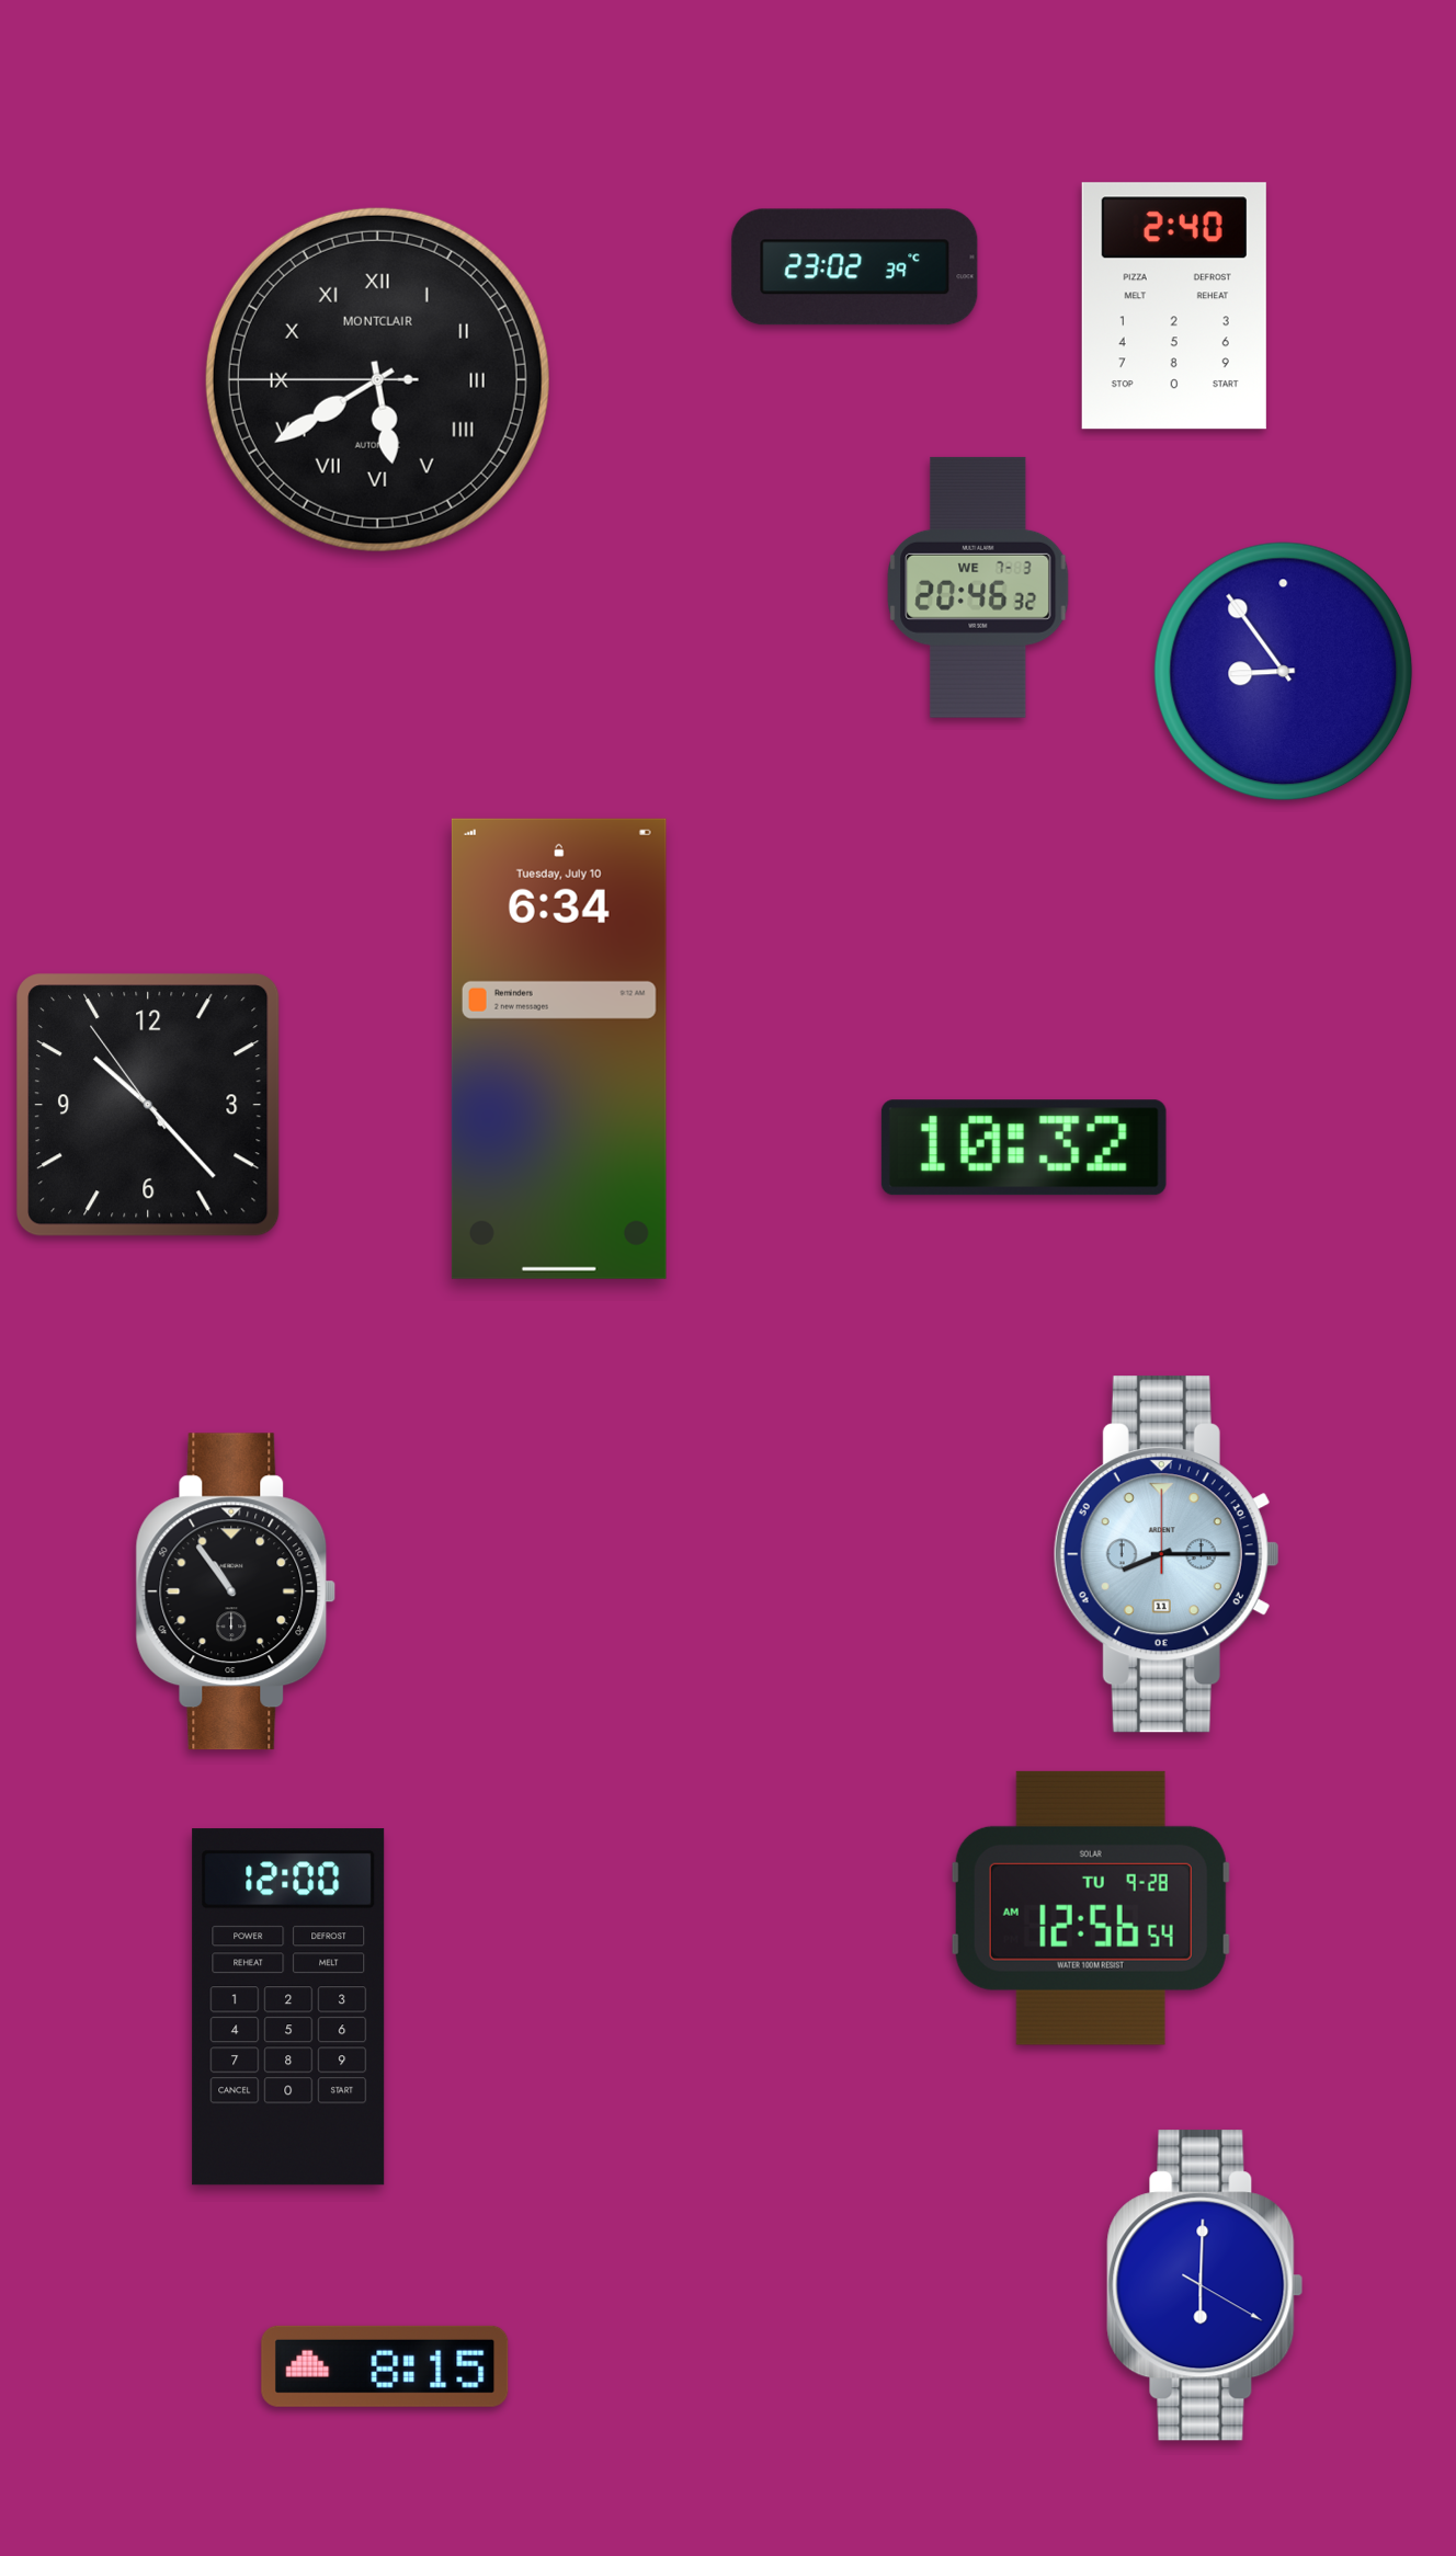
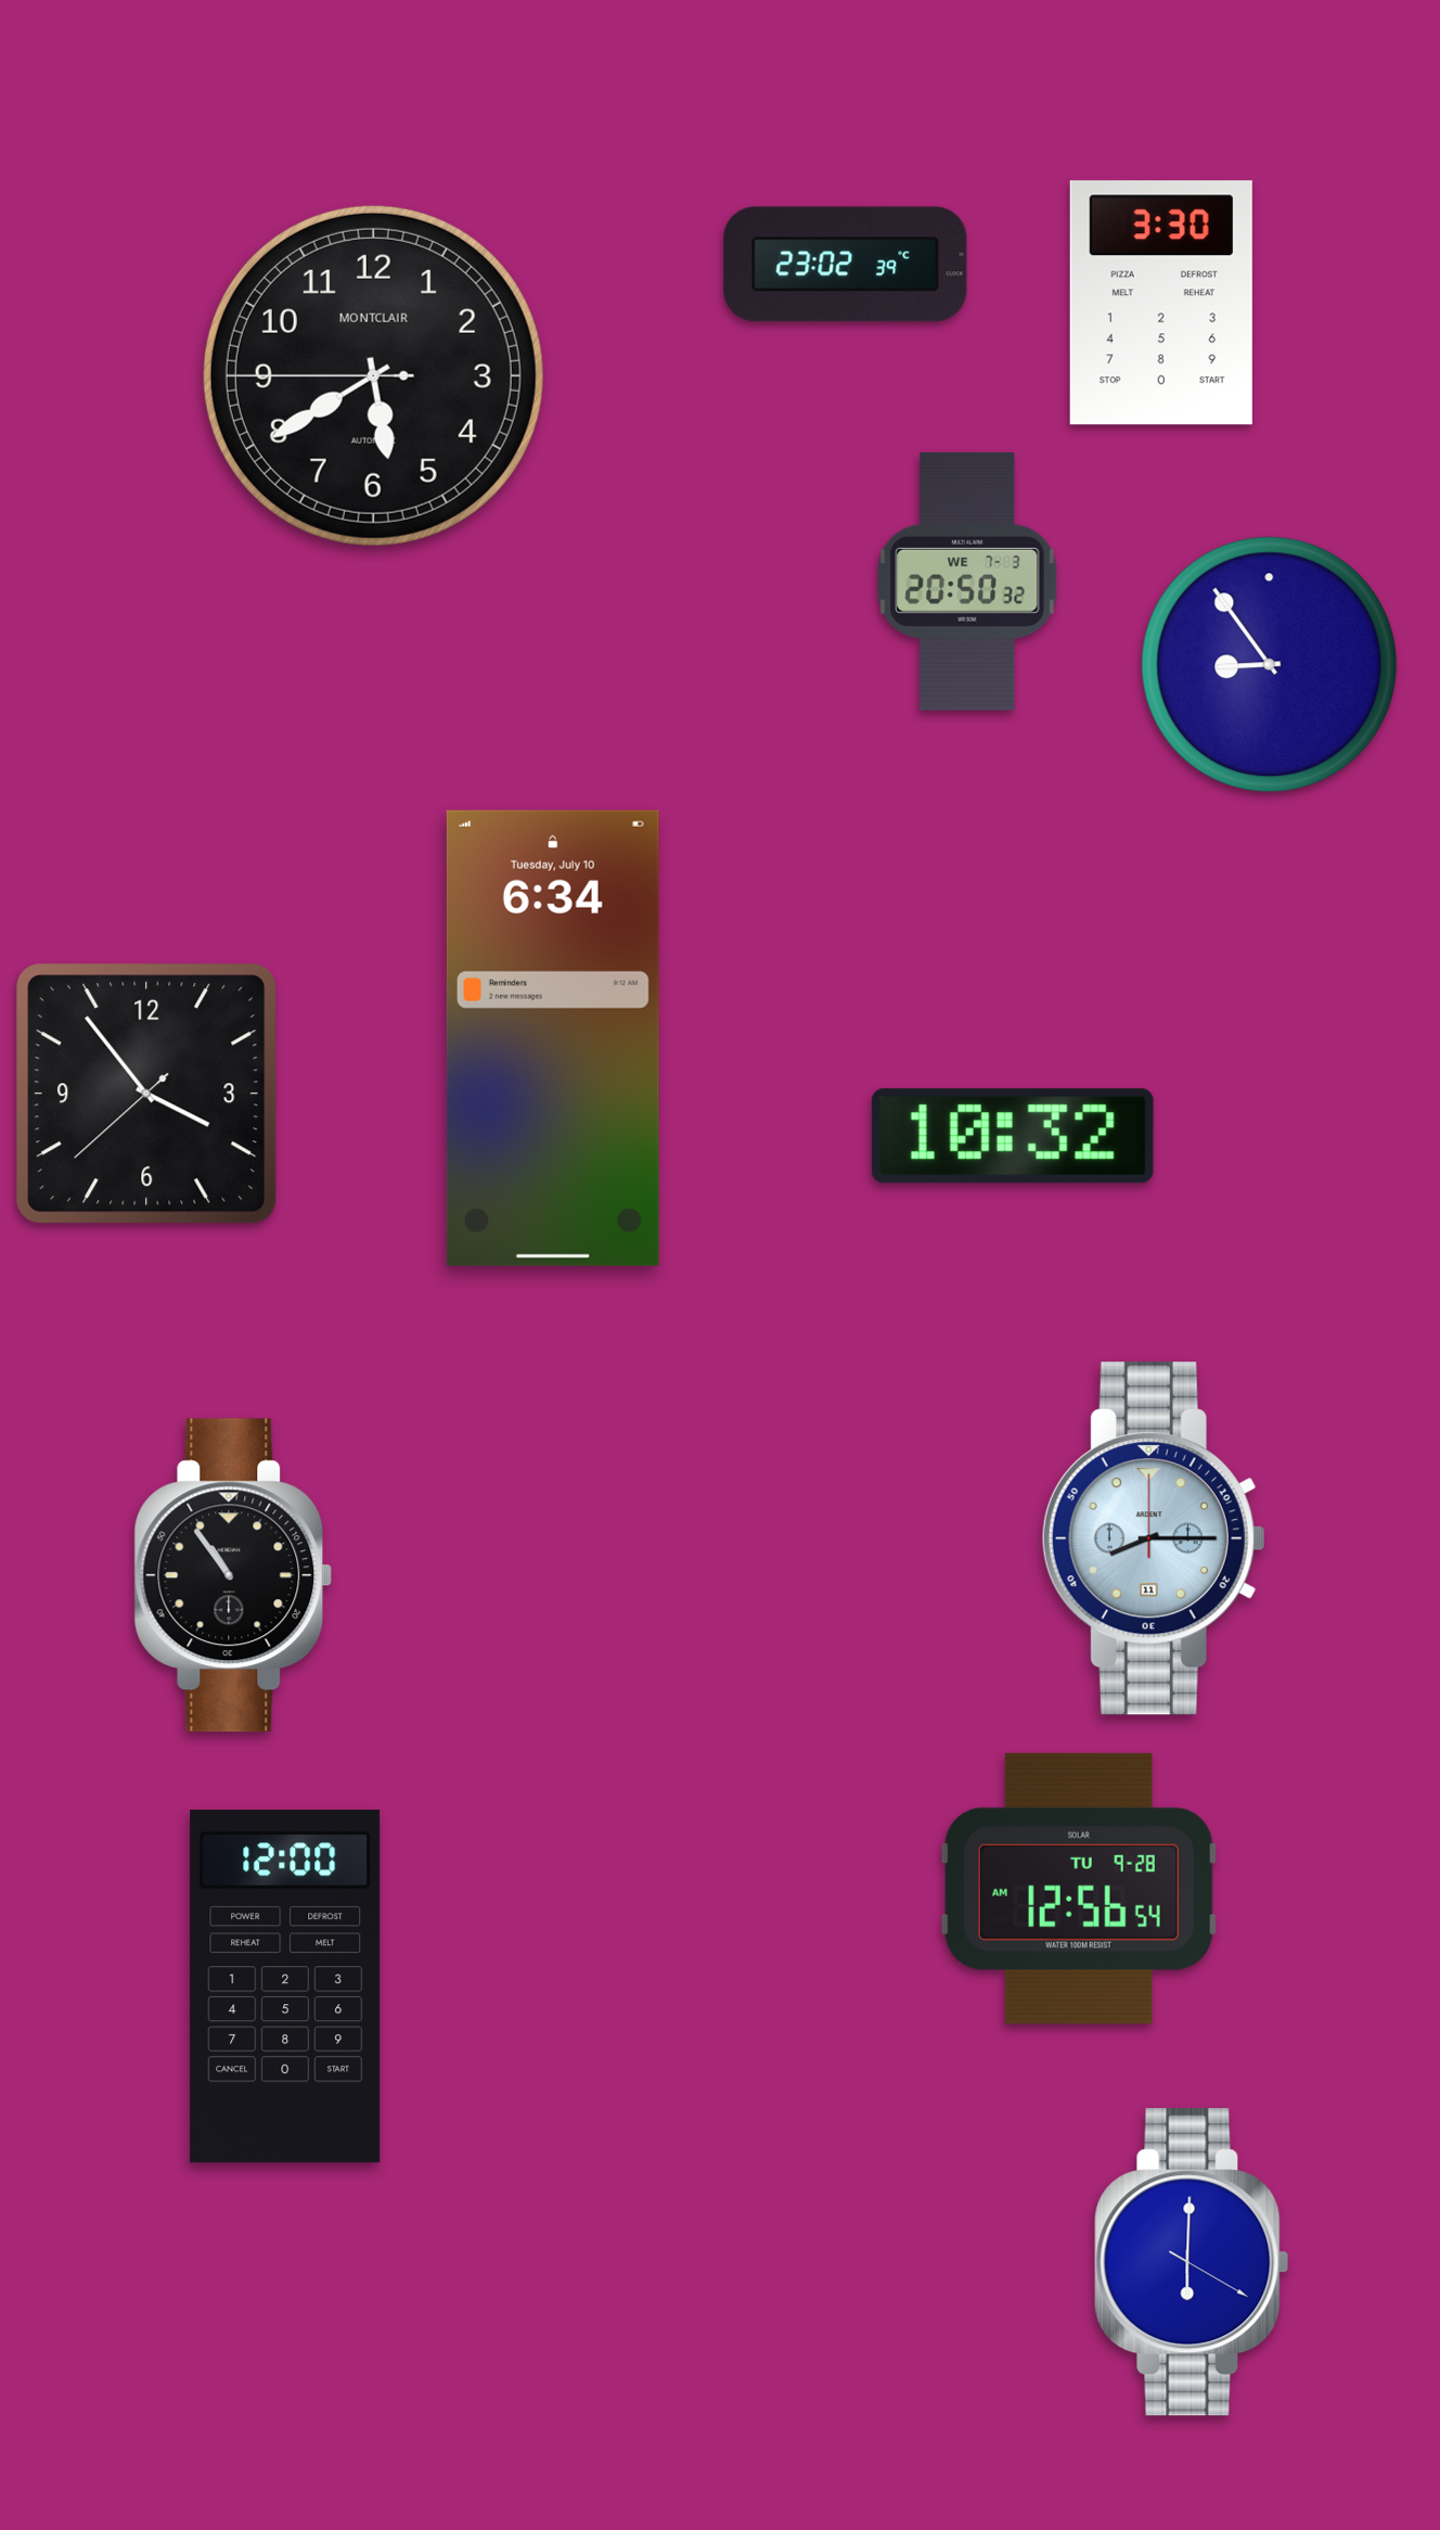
clock at (1174, 306): 2:40 -> 3:30
clock at (377, 379) numerals: Roman -> Arabic
clock at (978, 587): 20:46 -> 20:50
clock at (148, 1105): 10:22 -> 3:53
clock at (385, 2366): 8:15 -> none
